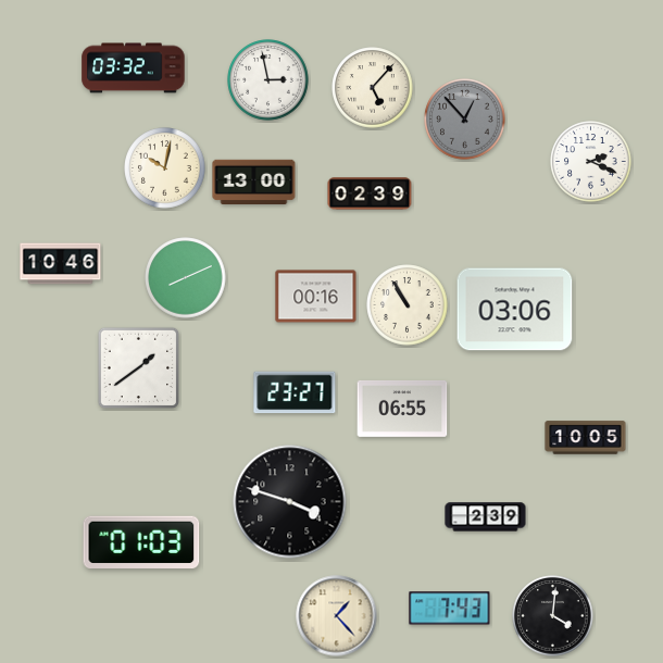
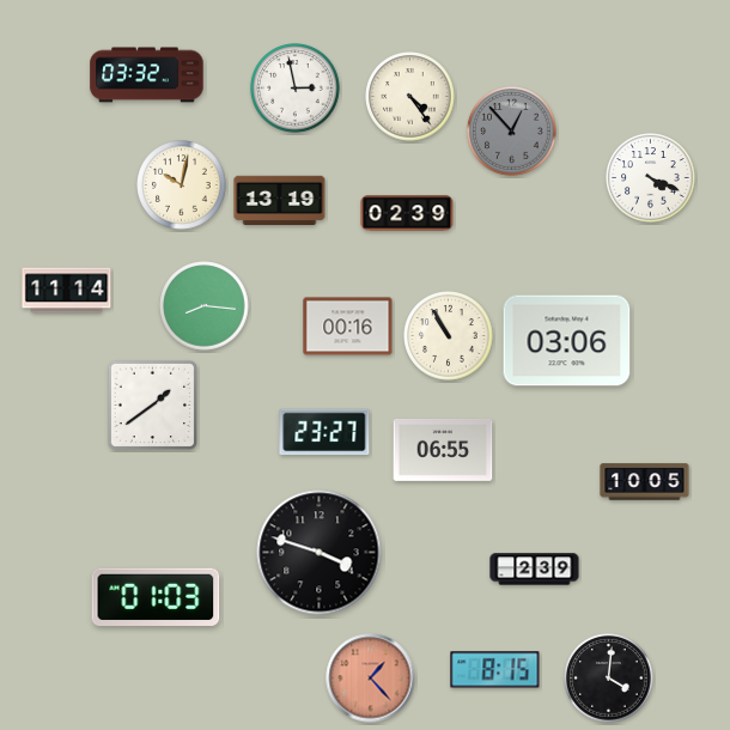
clock at (373, 88): 5:07 -> 4:24
clock at (591, 162): 2:19 -> 4:19
clock at (254, 183): 13:00 -> 13:19
clock at (61, 264): 10:46 -> 11:14
clock at (186, 278): 8:11 -> 8:16
clock at (450, 609): 7:43 -> 8:15
clock at (337, 616) dial: cream -> salmon
